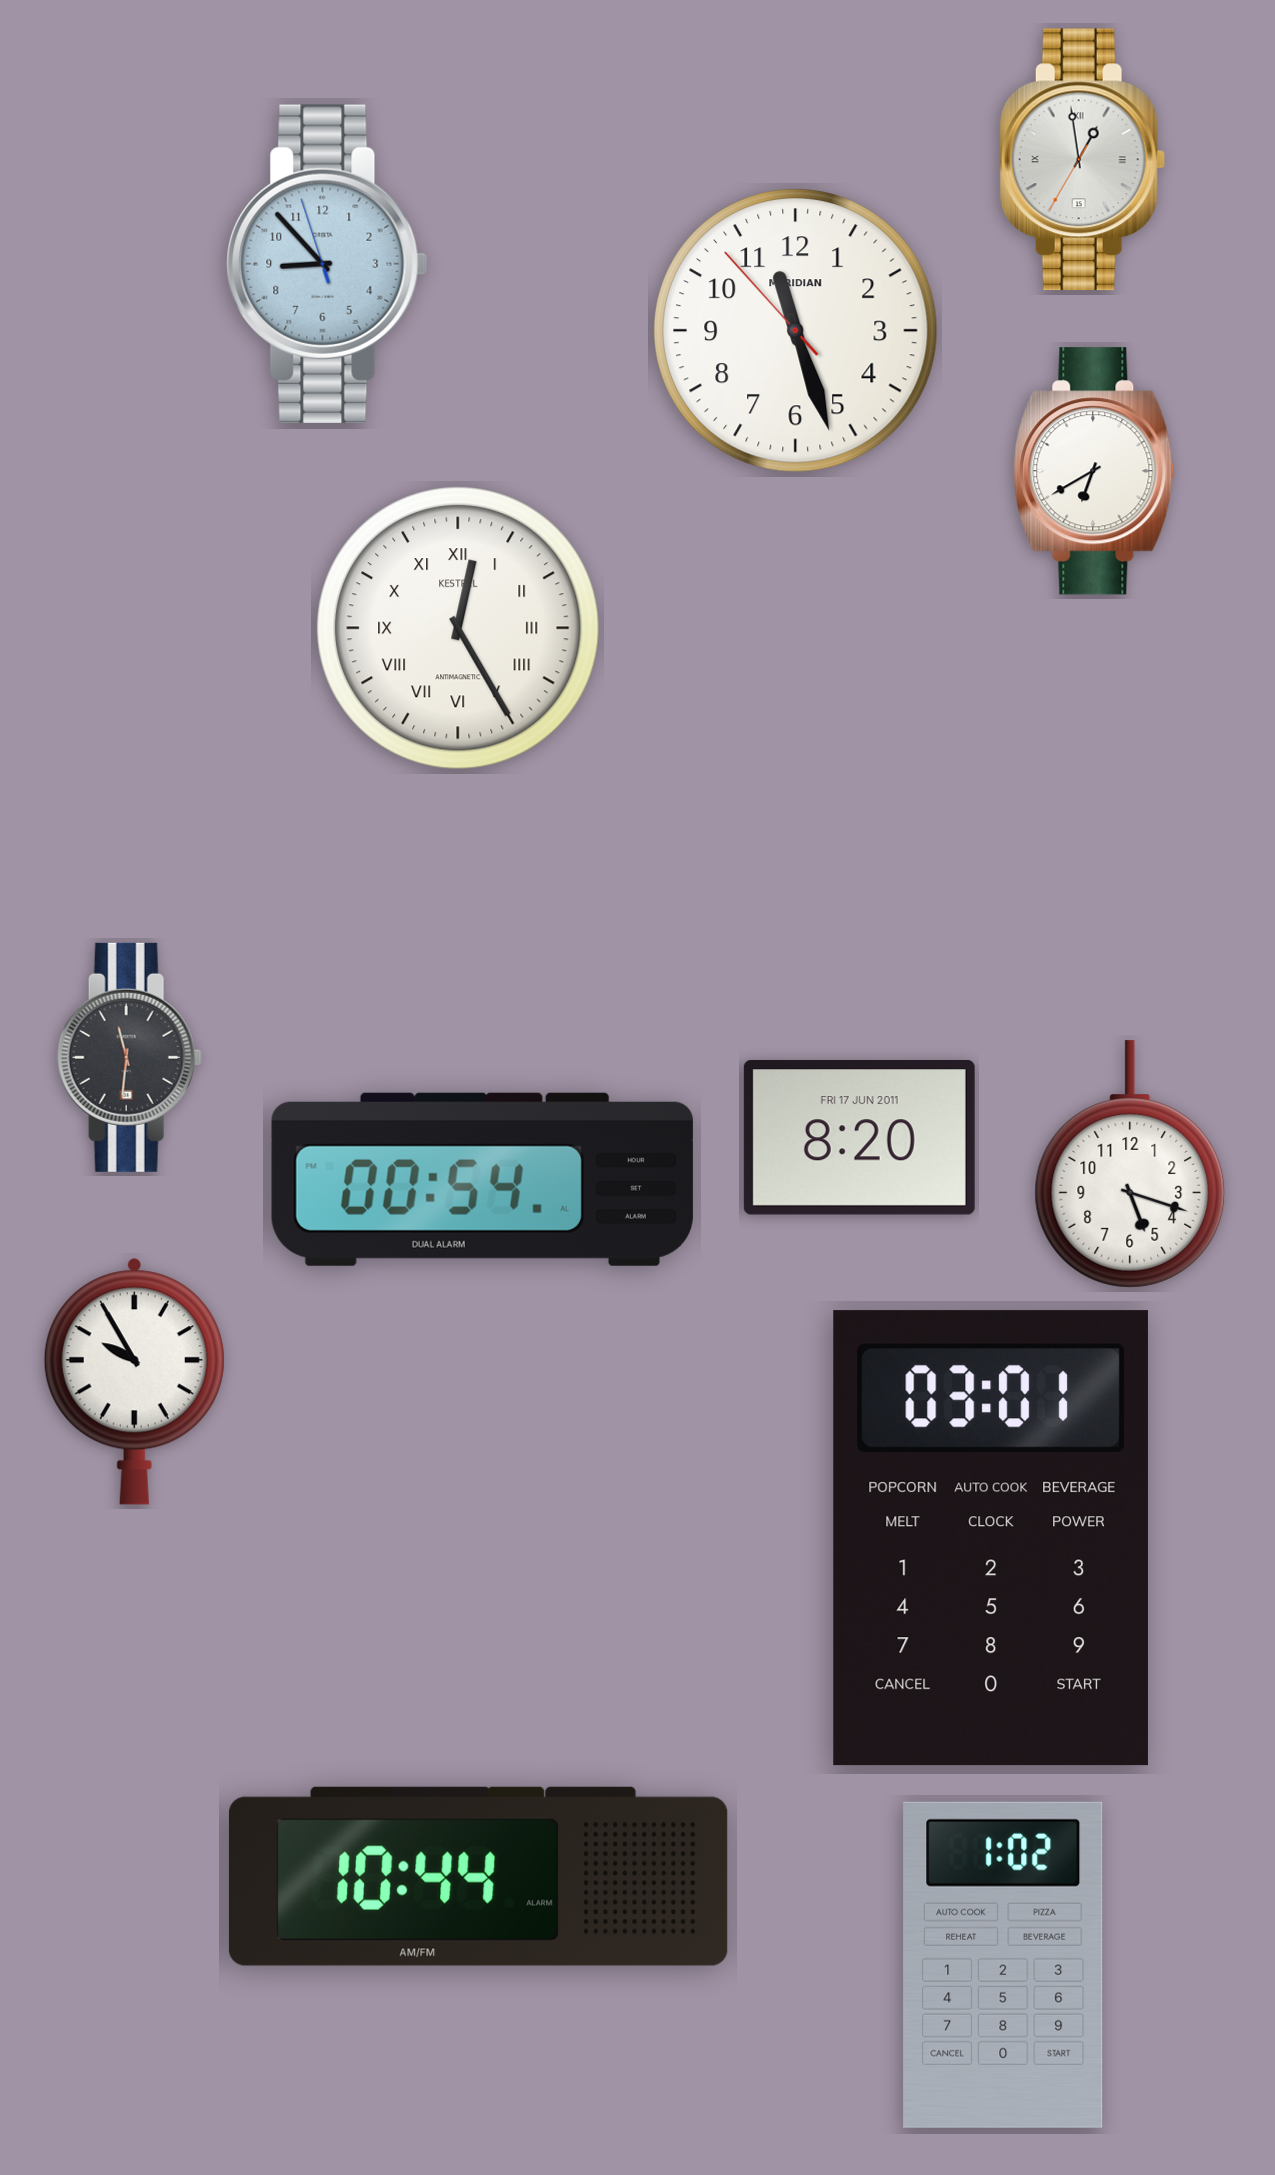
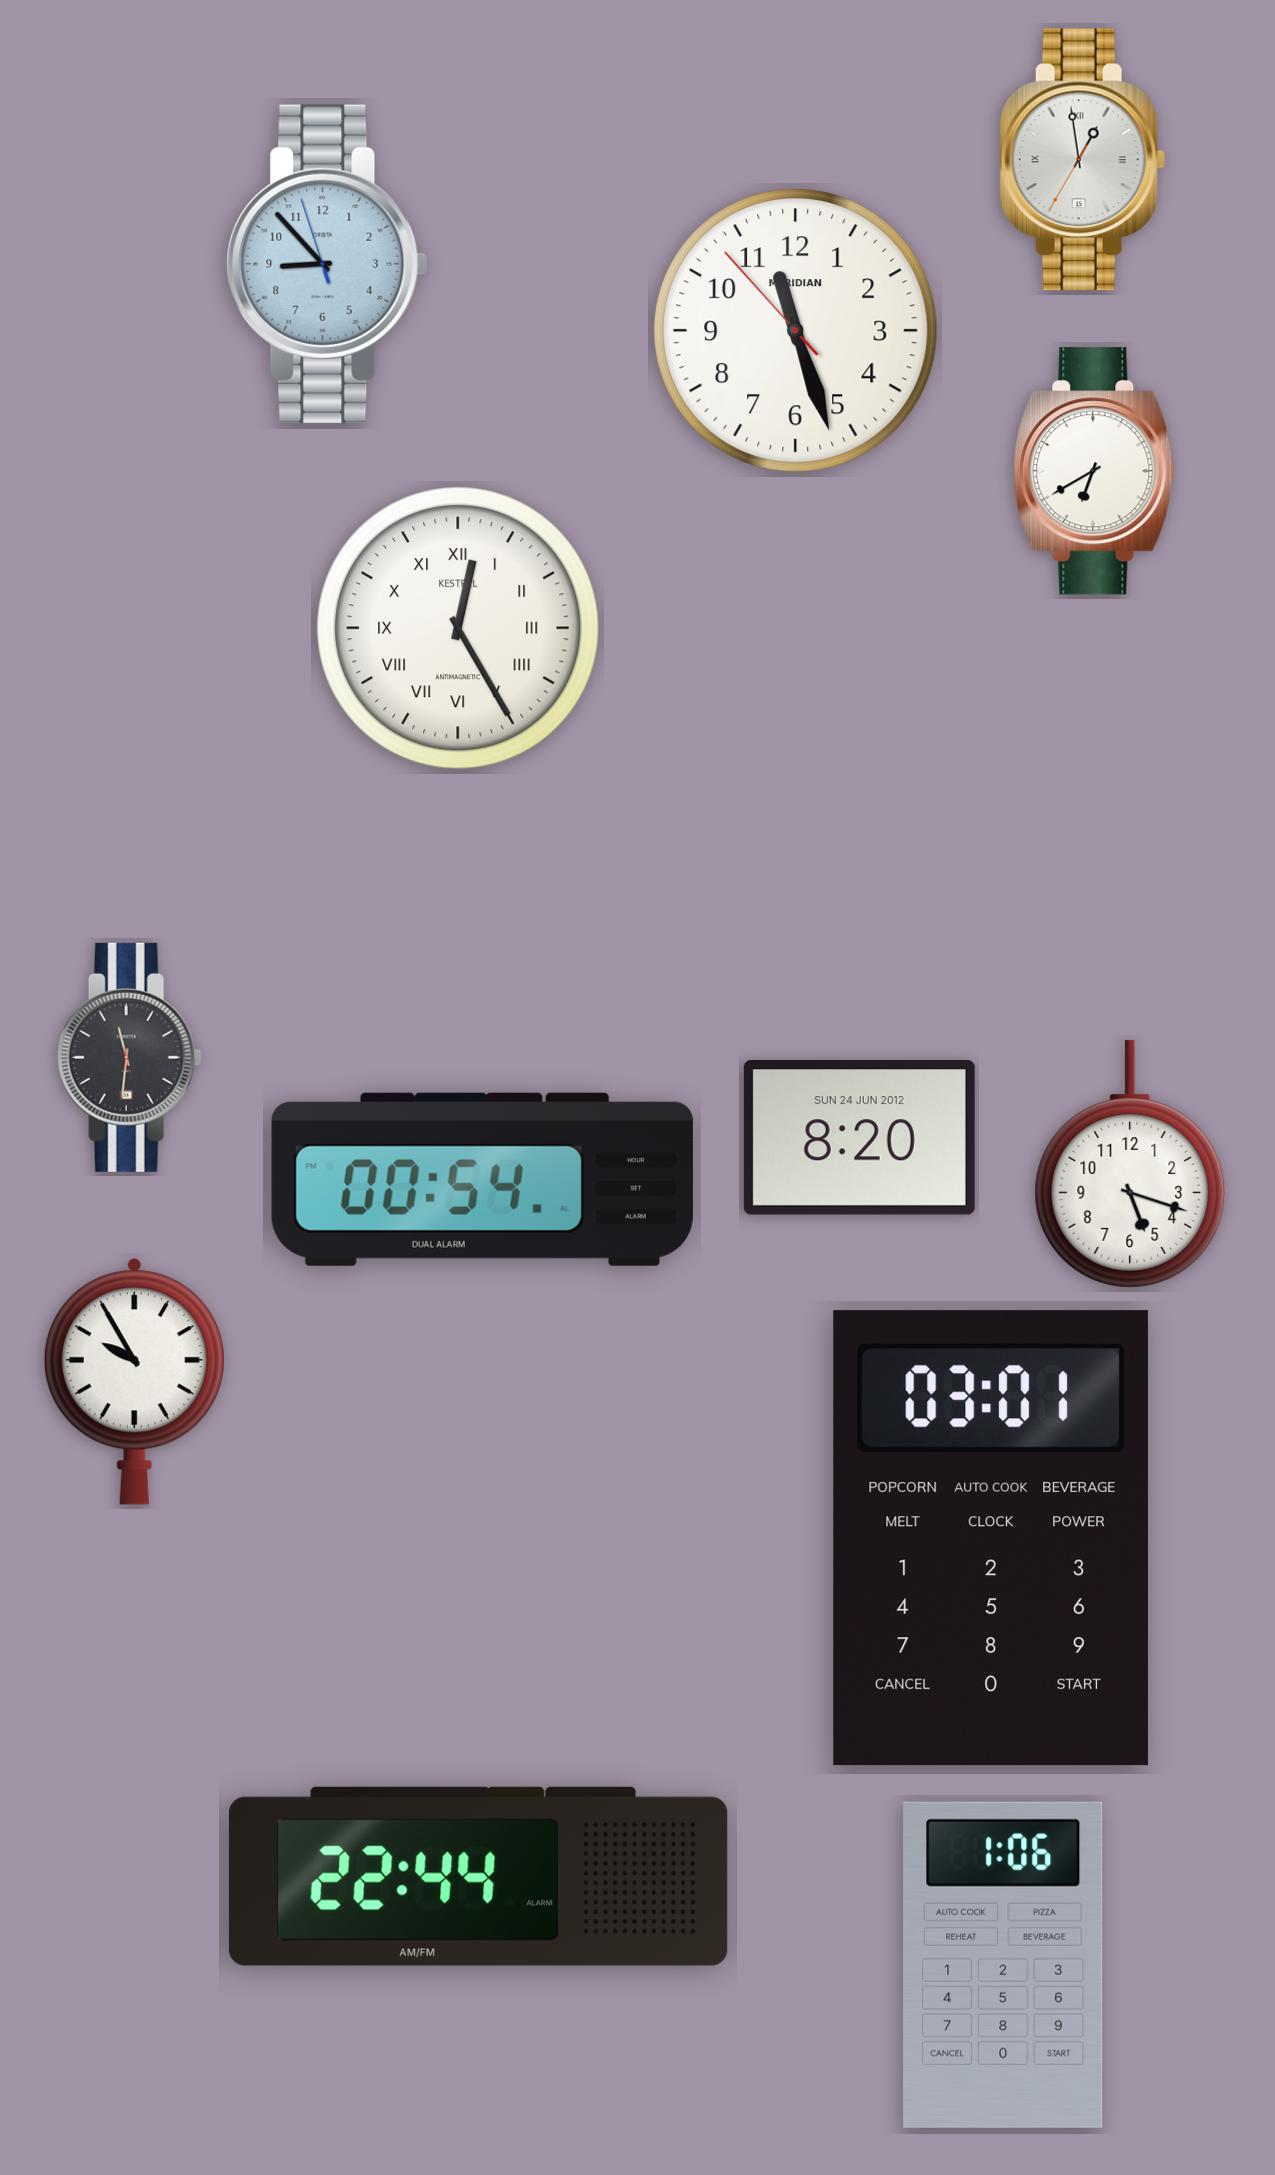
clock at (859, 1138) date: FRI 17 JUN 2011 -> SUN 24 JUN 2012
clock at (478, 1876): 10:44 -> 22:44
clock at (1003, 1965): 1:02 -> 1:06
